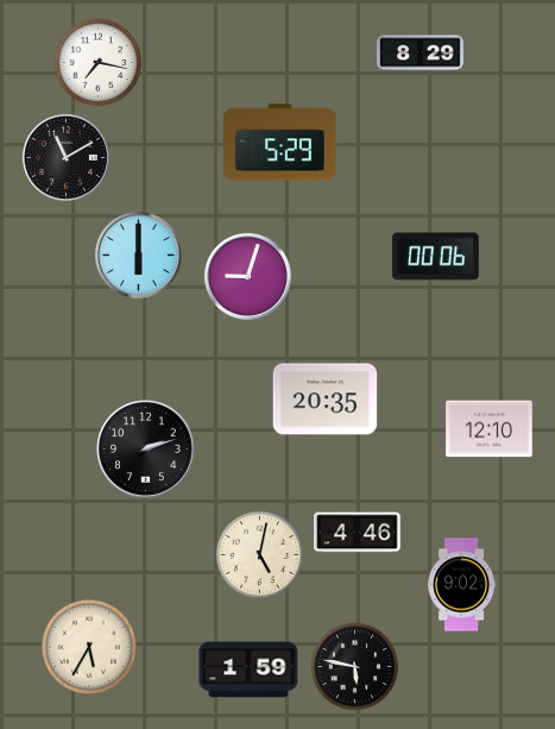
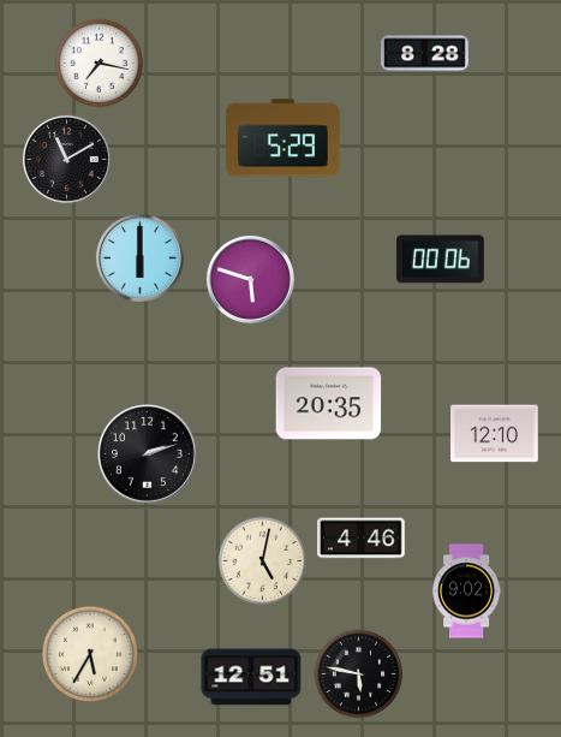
clock at (421, 54): 8:29 -> 8:28
clock at (280, 143) position: (280, 143) -> (284, 138)
clock at (247, 276): 9:03 -> 5:48
clock at (248, 670): 1:59 -> 12:51
